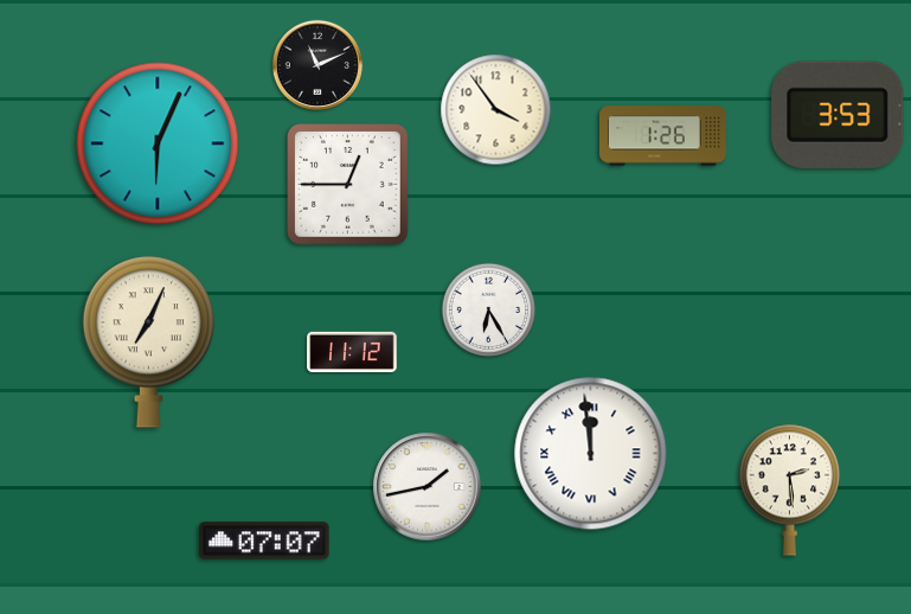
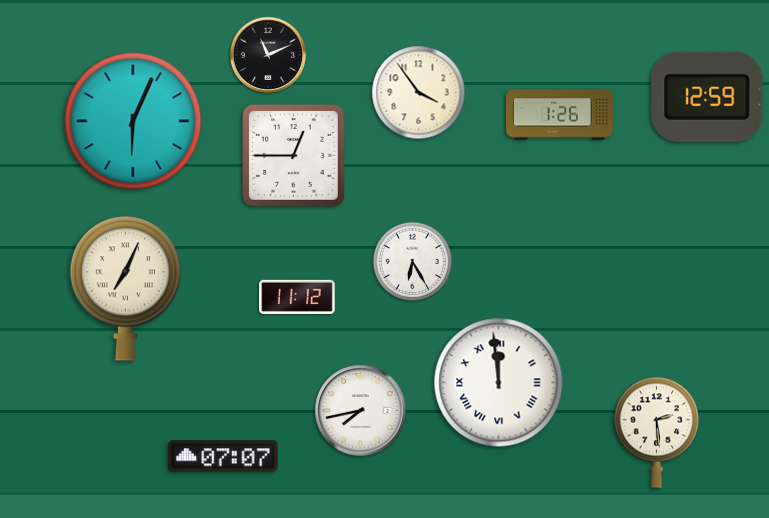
clock at (838, 115): 3:53 -> 12:59
clock at (428, 487): 1:43 -> 7:43
clock at (789, 490) position: (789, 490) -> (656, 432)
